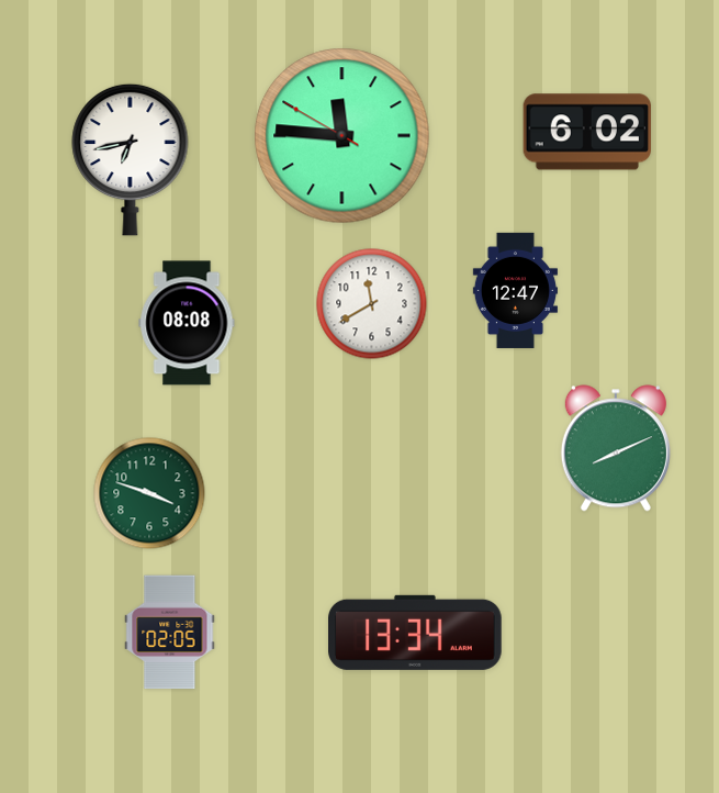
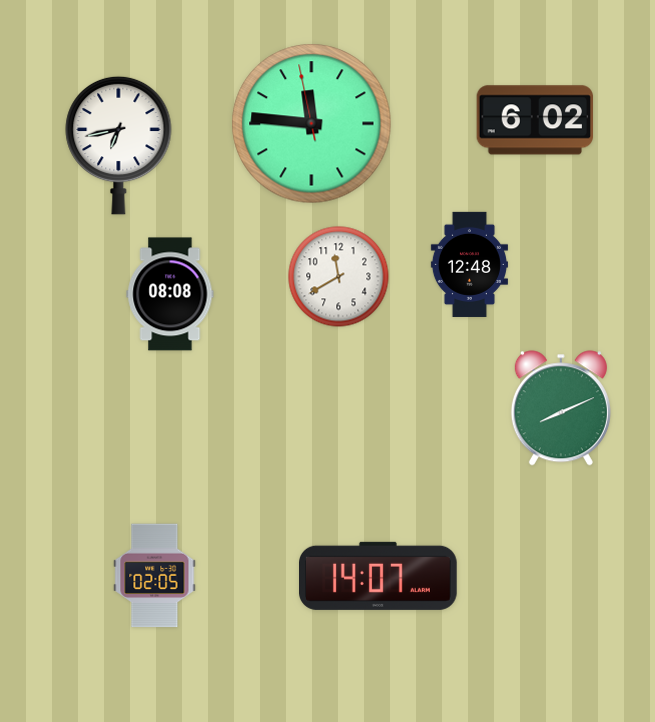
clock at (342, 136): 11:45:50 -> 11:45:58
clock at (515, 290): 12:47 -> 12:48
clock at (149, 493): 3:48 -> none
clock at (416, 633): 13:34 -> 14:07
